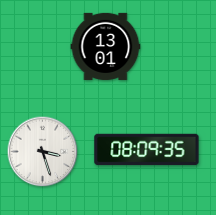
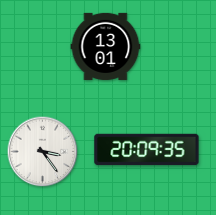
clock at (147, 150): 08:09 -> 20:09
clock at (43, 152): 3:27 -> 3:24
